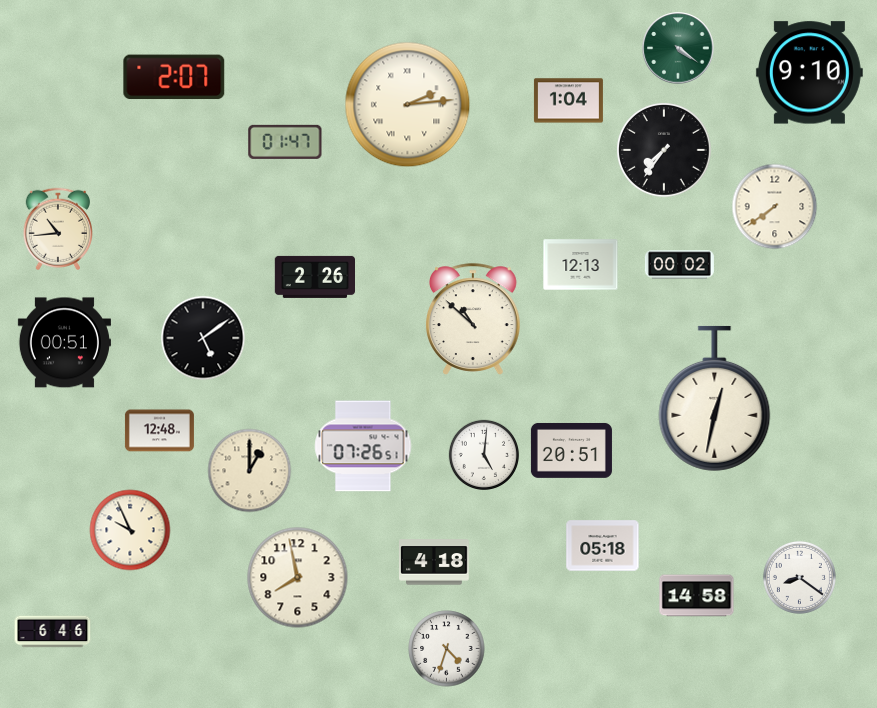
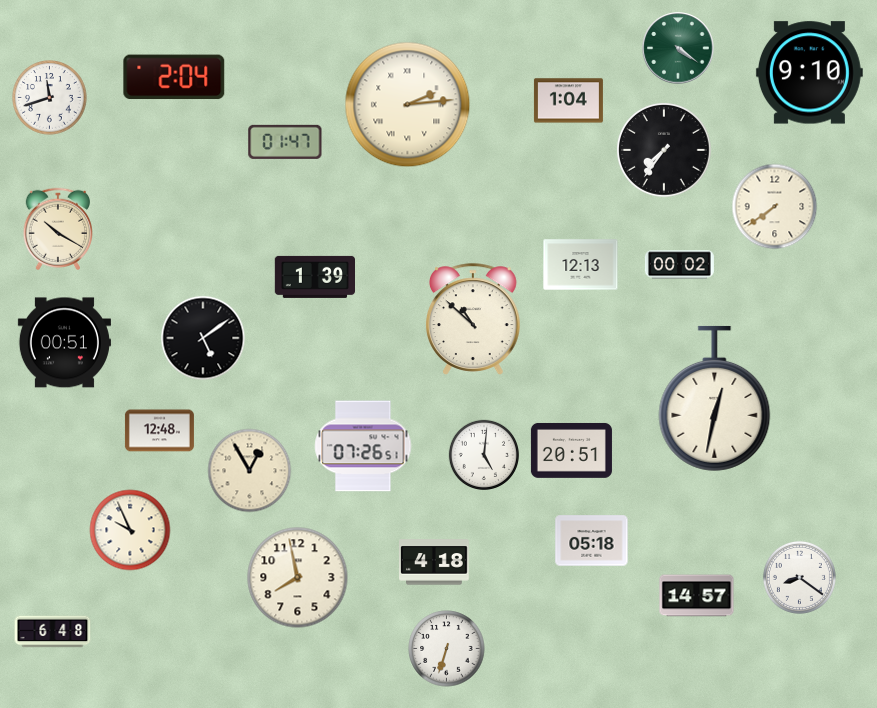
clock at (174, 77): 2:07 -> 2:04
clock at (50, 98): none -> 11:42
clock at (57, 228): 10:44 -> 10:20
clock at (314, 277): 2:26 -> 1:39
clock at (250, 471): 1:00 -> 12:55
clock at (603, 546) position: (603, 546) -> (592, 541)
clock at (697, 596): 14:58 -> 14:57
clock at (53, 632): 6:46 -> 6:48
clock at (447, 649): 4:33 -> 6:33
